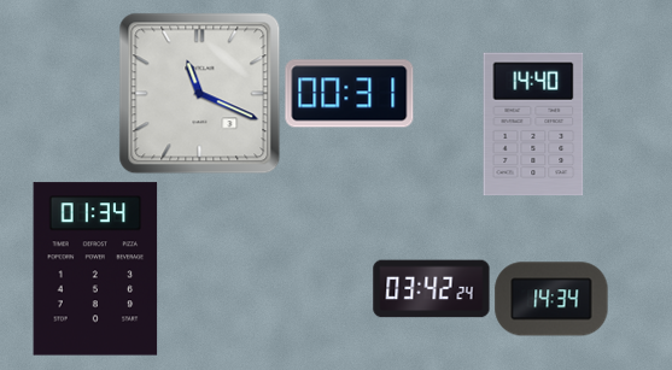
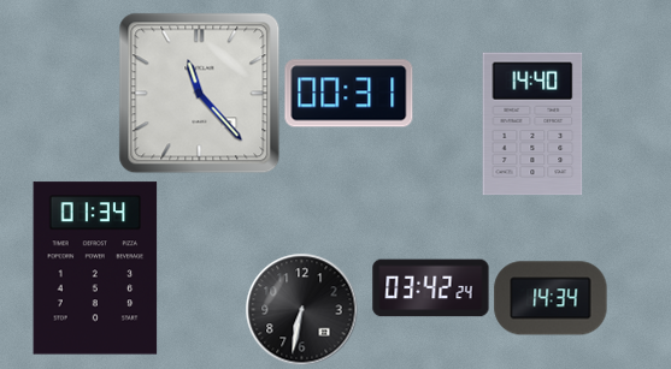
clock at (200, 94): 11:19 -> 11:23
clock at (301, 309): none -> 6:32
